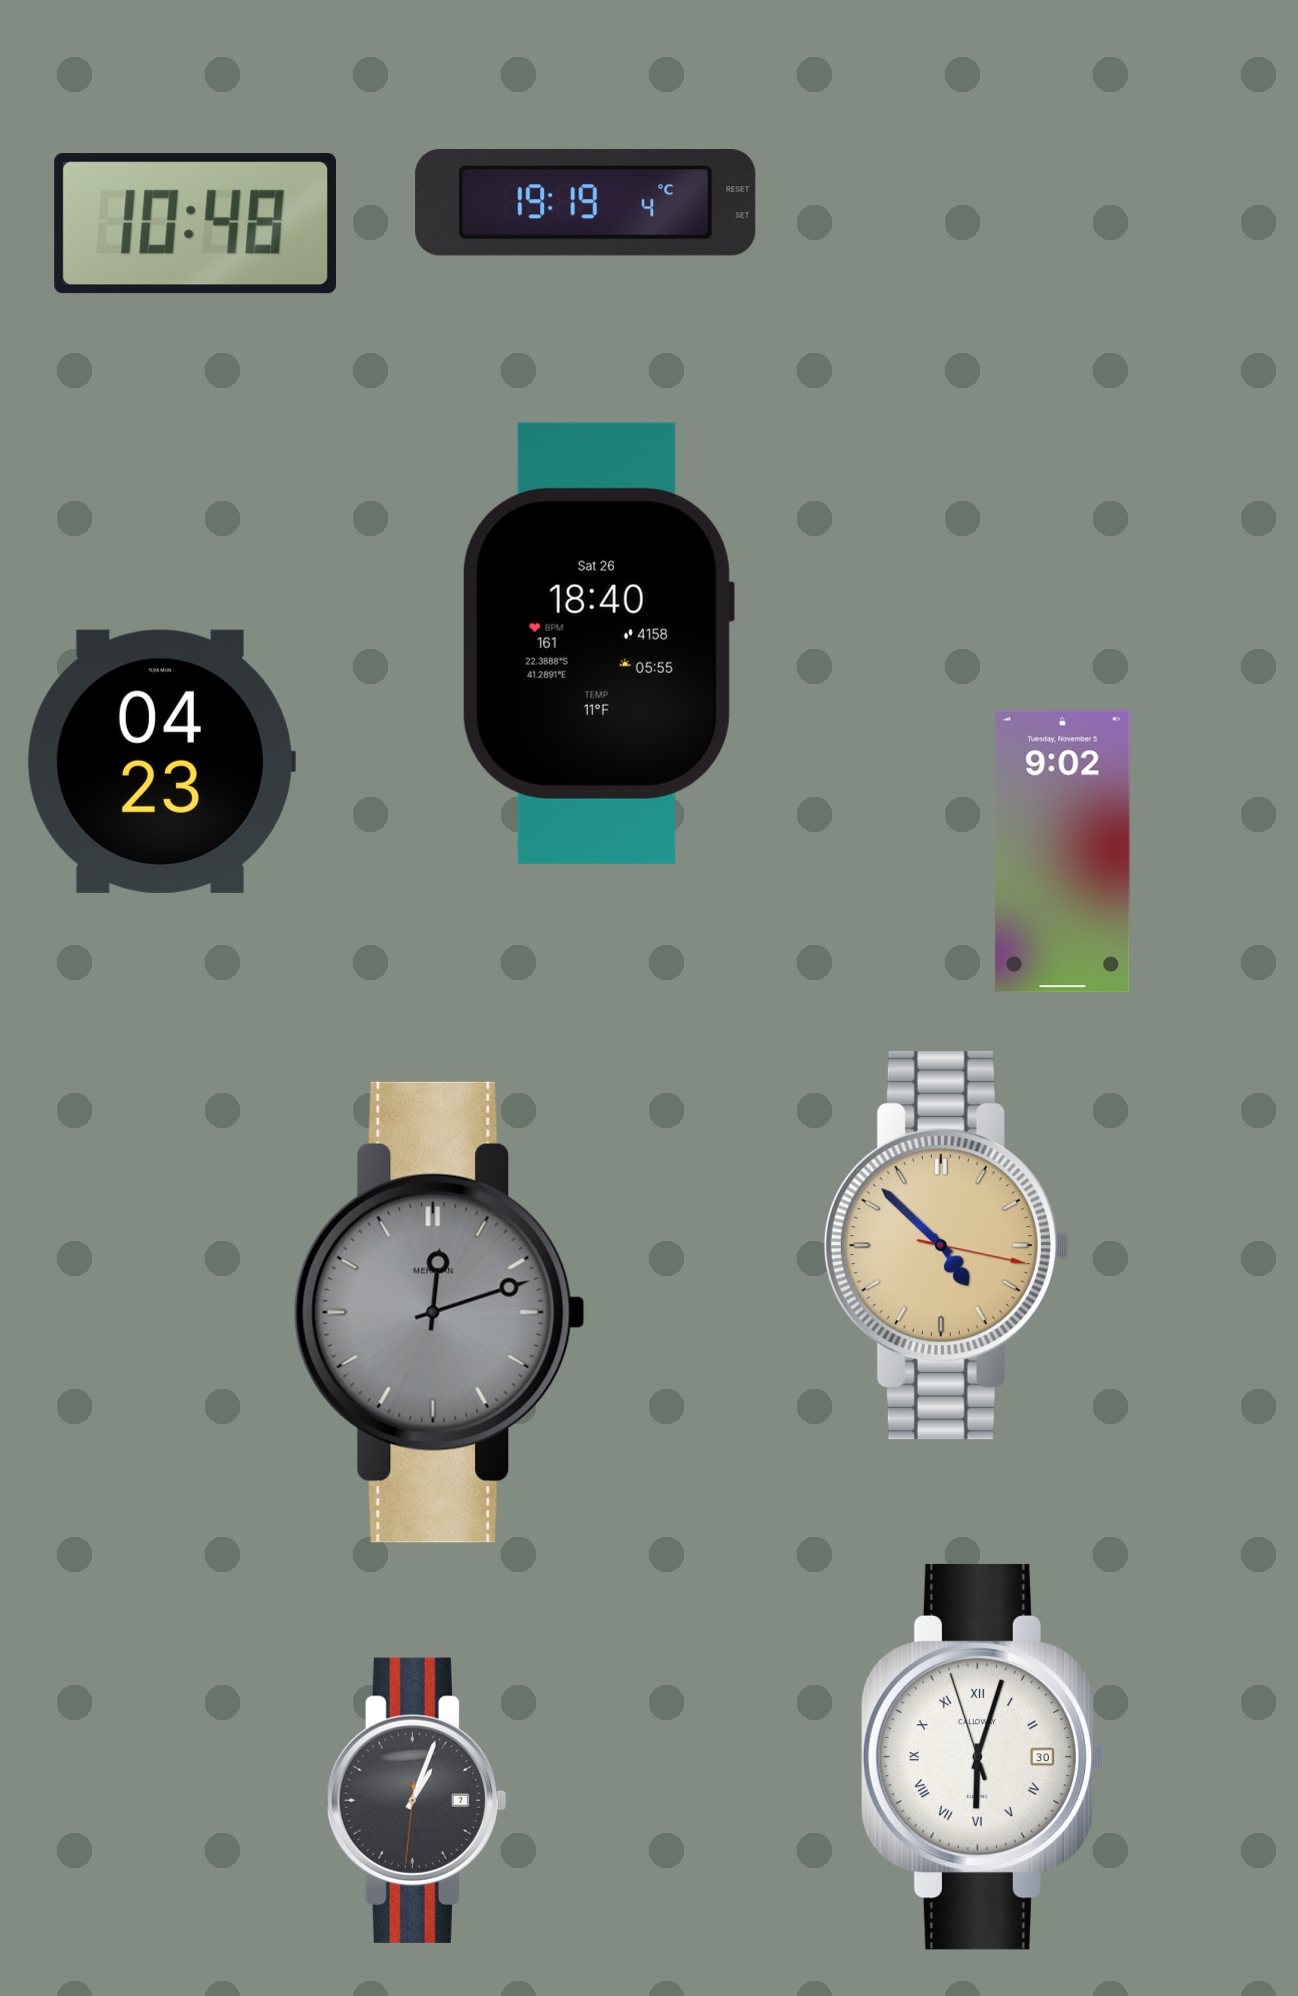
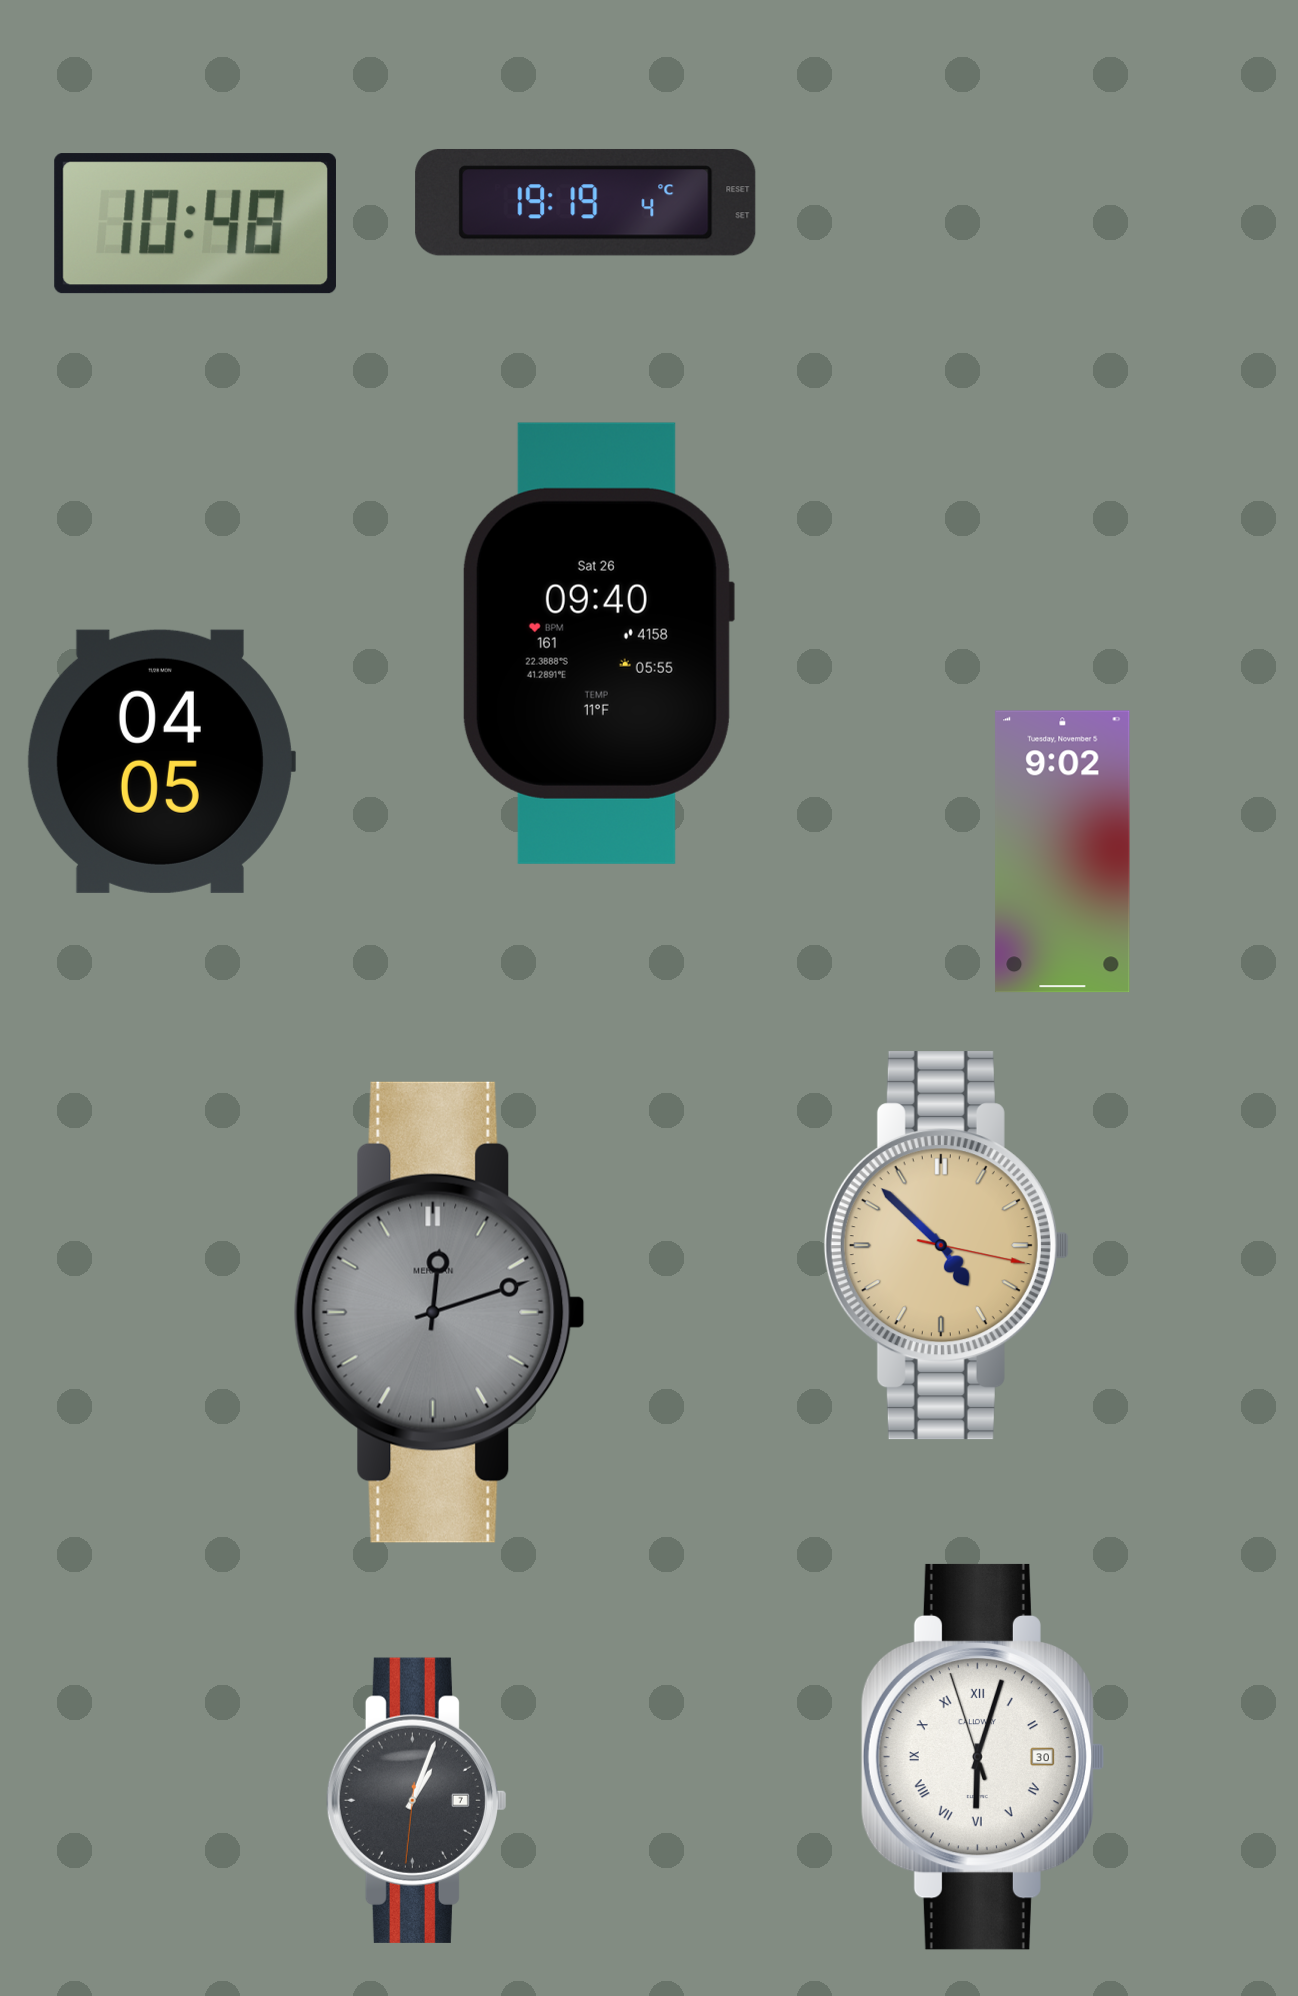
clock at (598, 643): 18:40 -> 09:40
clock at (161, 761): 04:23 -> 04:05
